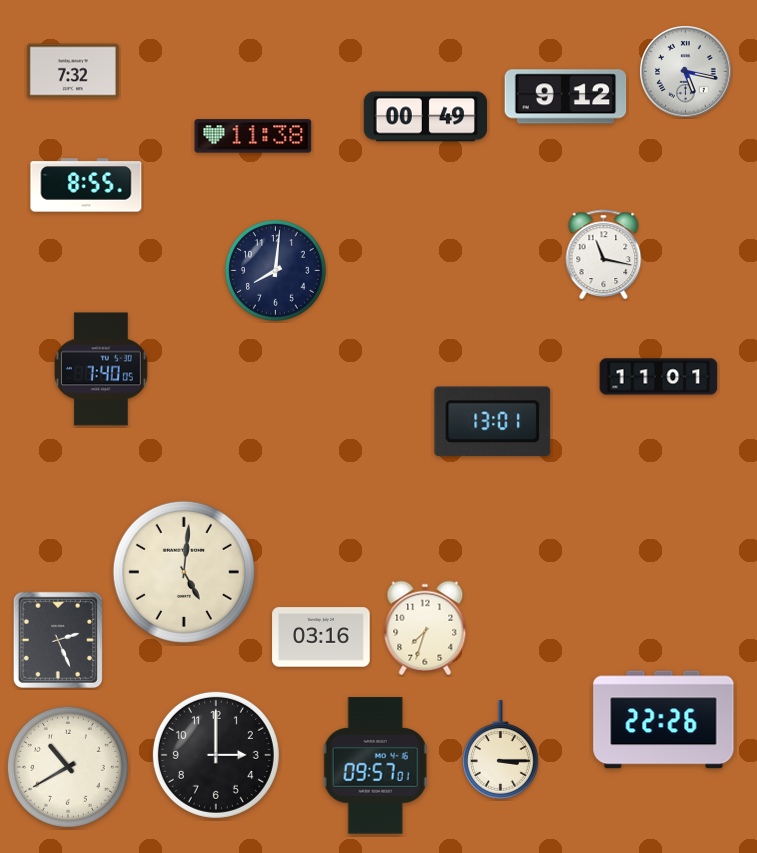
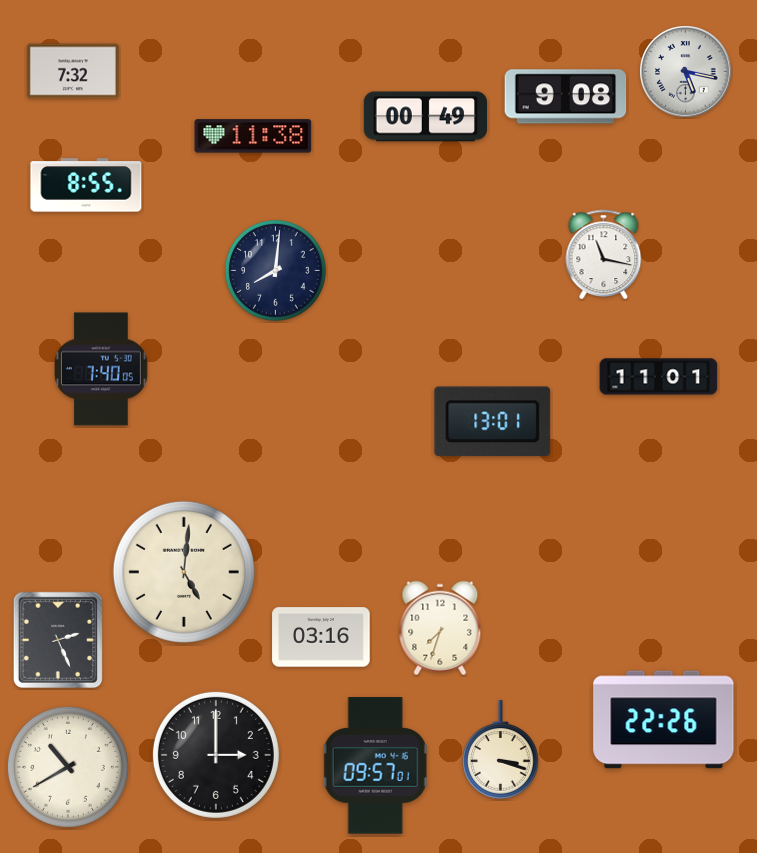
clock at (566, 97): 9:12 -> 9:08
clock at (425, 628) position: (425, 628) -> (440, 628)
clock at (501, 750): 3:15 -> 3:18
